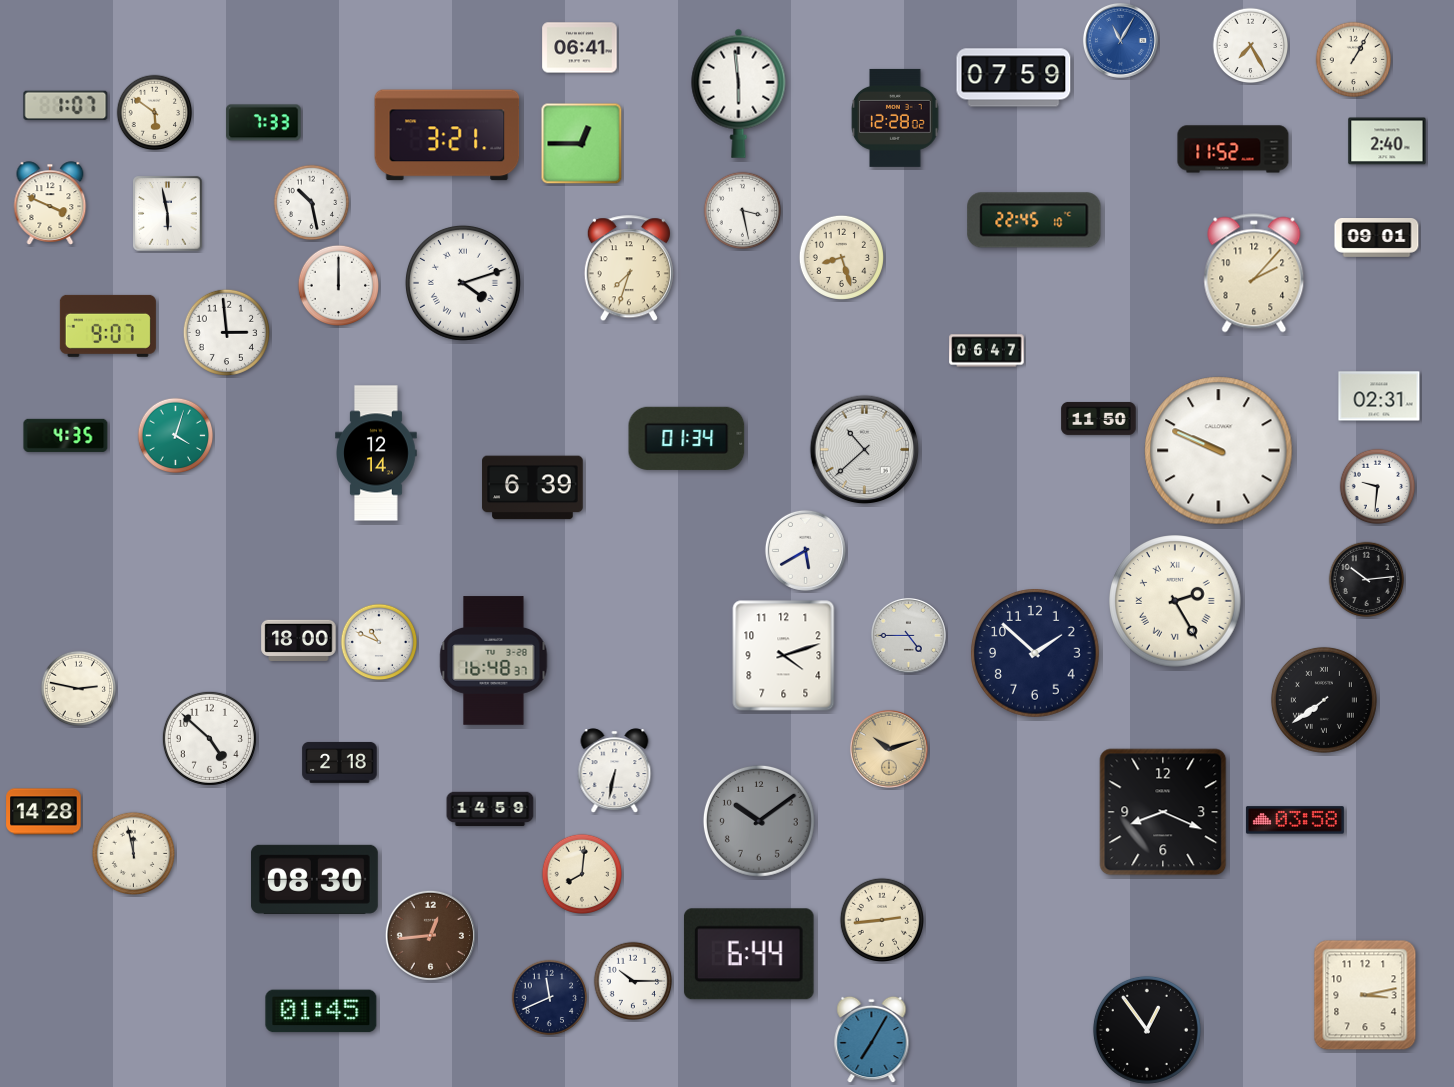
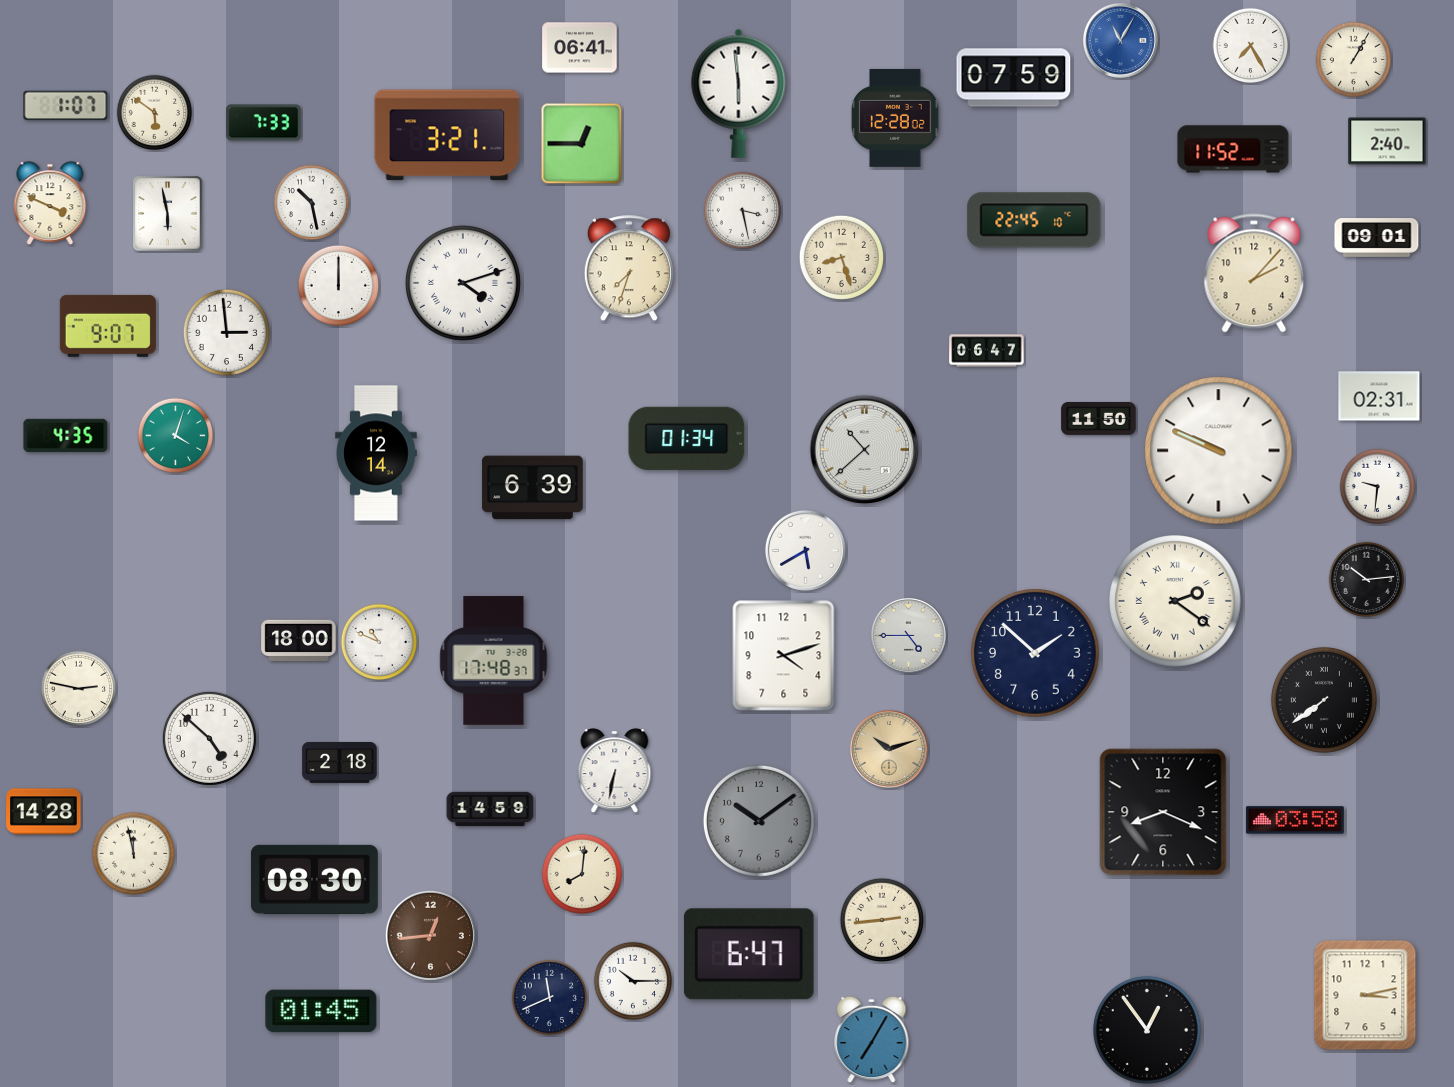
clock at (1175, 601): 2:25 -> 2:21
clock at (494, 661): 16:48 -> 17:48
clock at (749, 954): 6:44 -> 6:47
